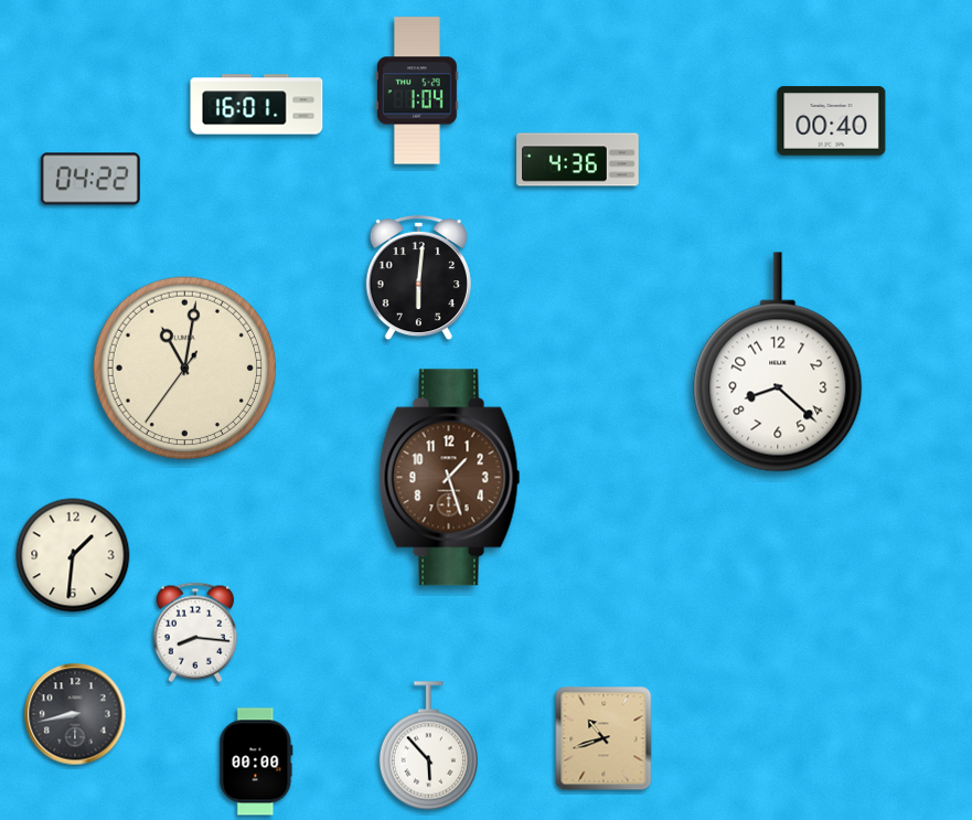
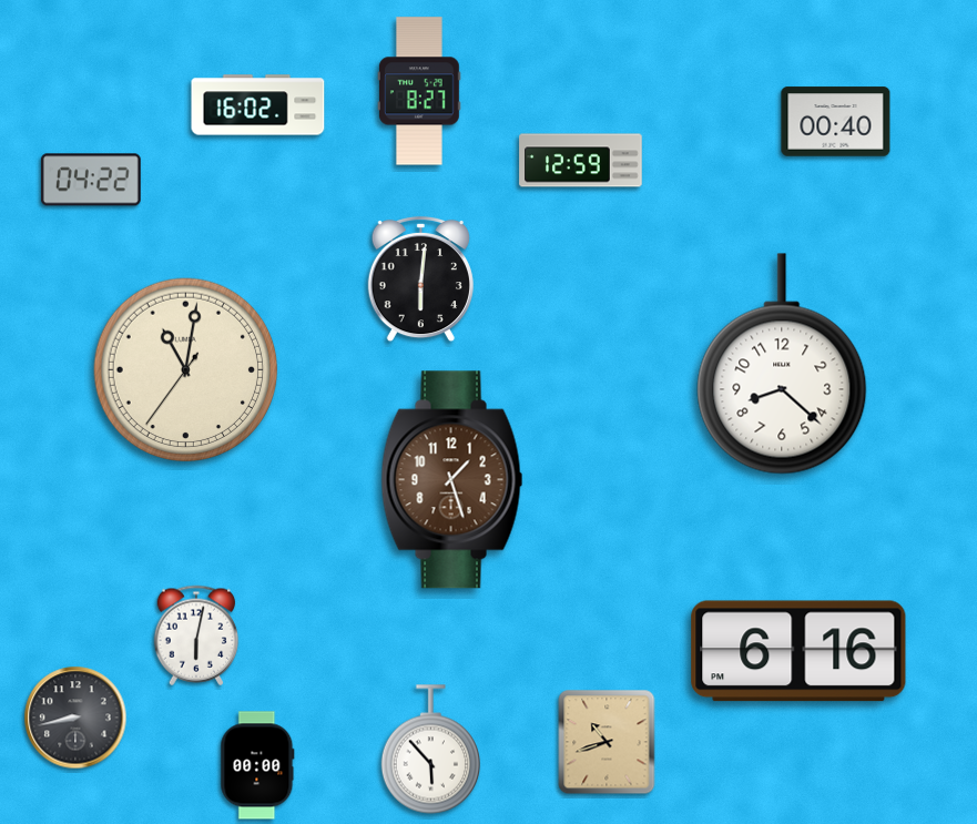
clock at (417, 90): 1:04 -> 8:27
clock at (257, 105): 16:01 -> 16:02
clock at (578, 160): 4:36 -> 12:59
clock at (73, 555): 1:31 -> none
clock at (195, 632): 8:16 -> 6:02
clock at (798, 651): none -> 6:16
